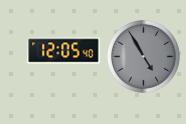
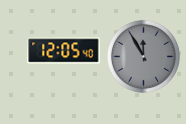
clock at (143, 56): 4:55 -> 11:55
